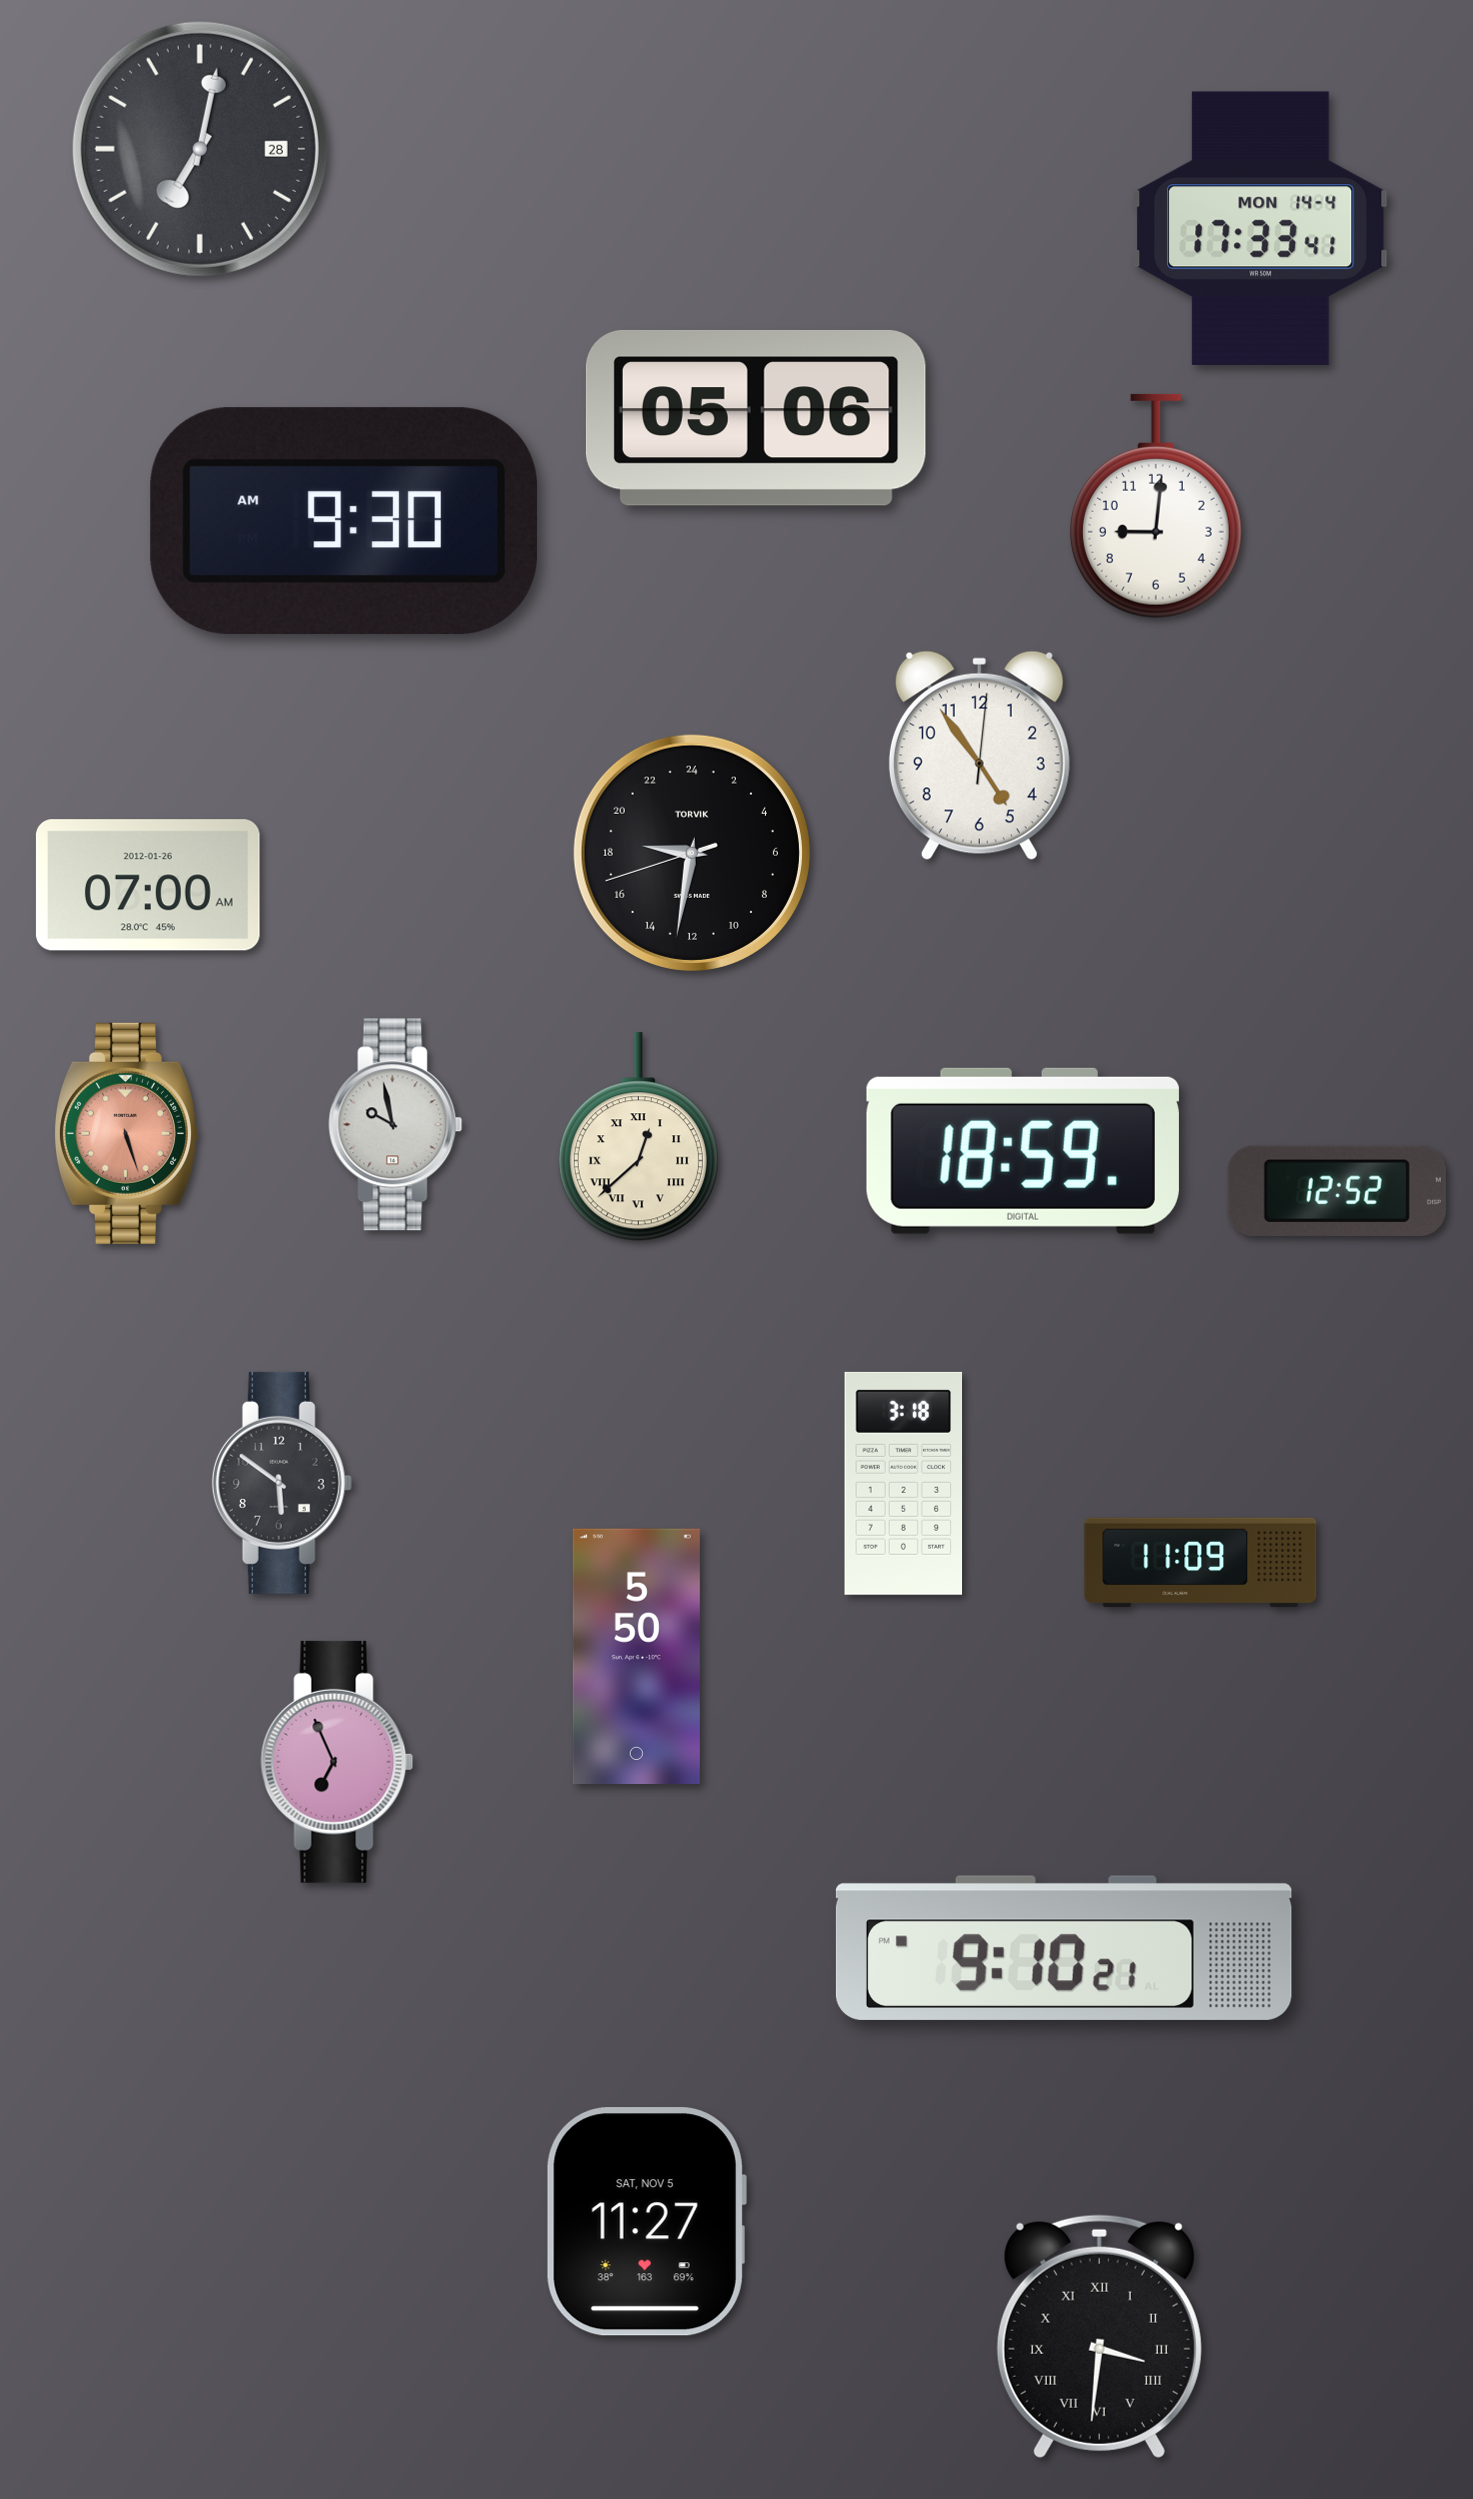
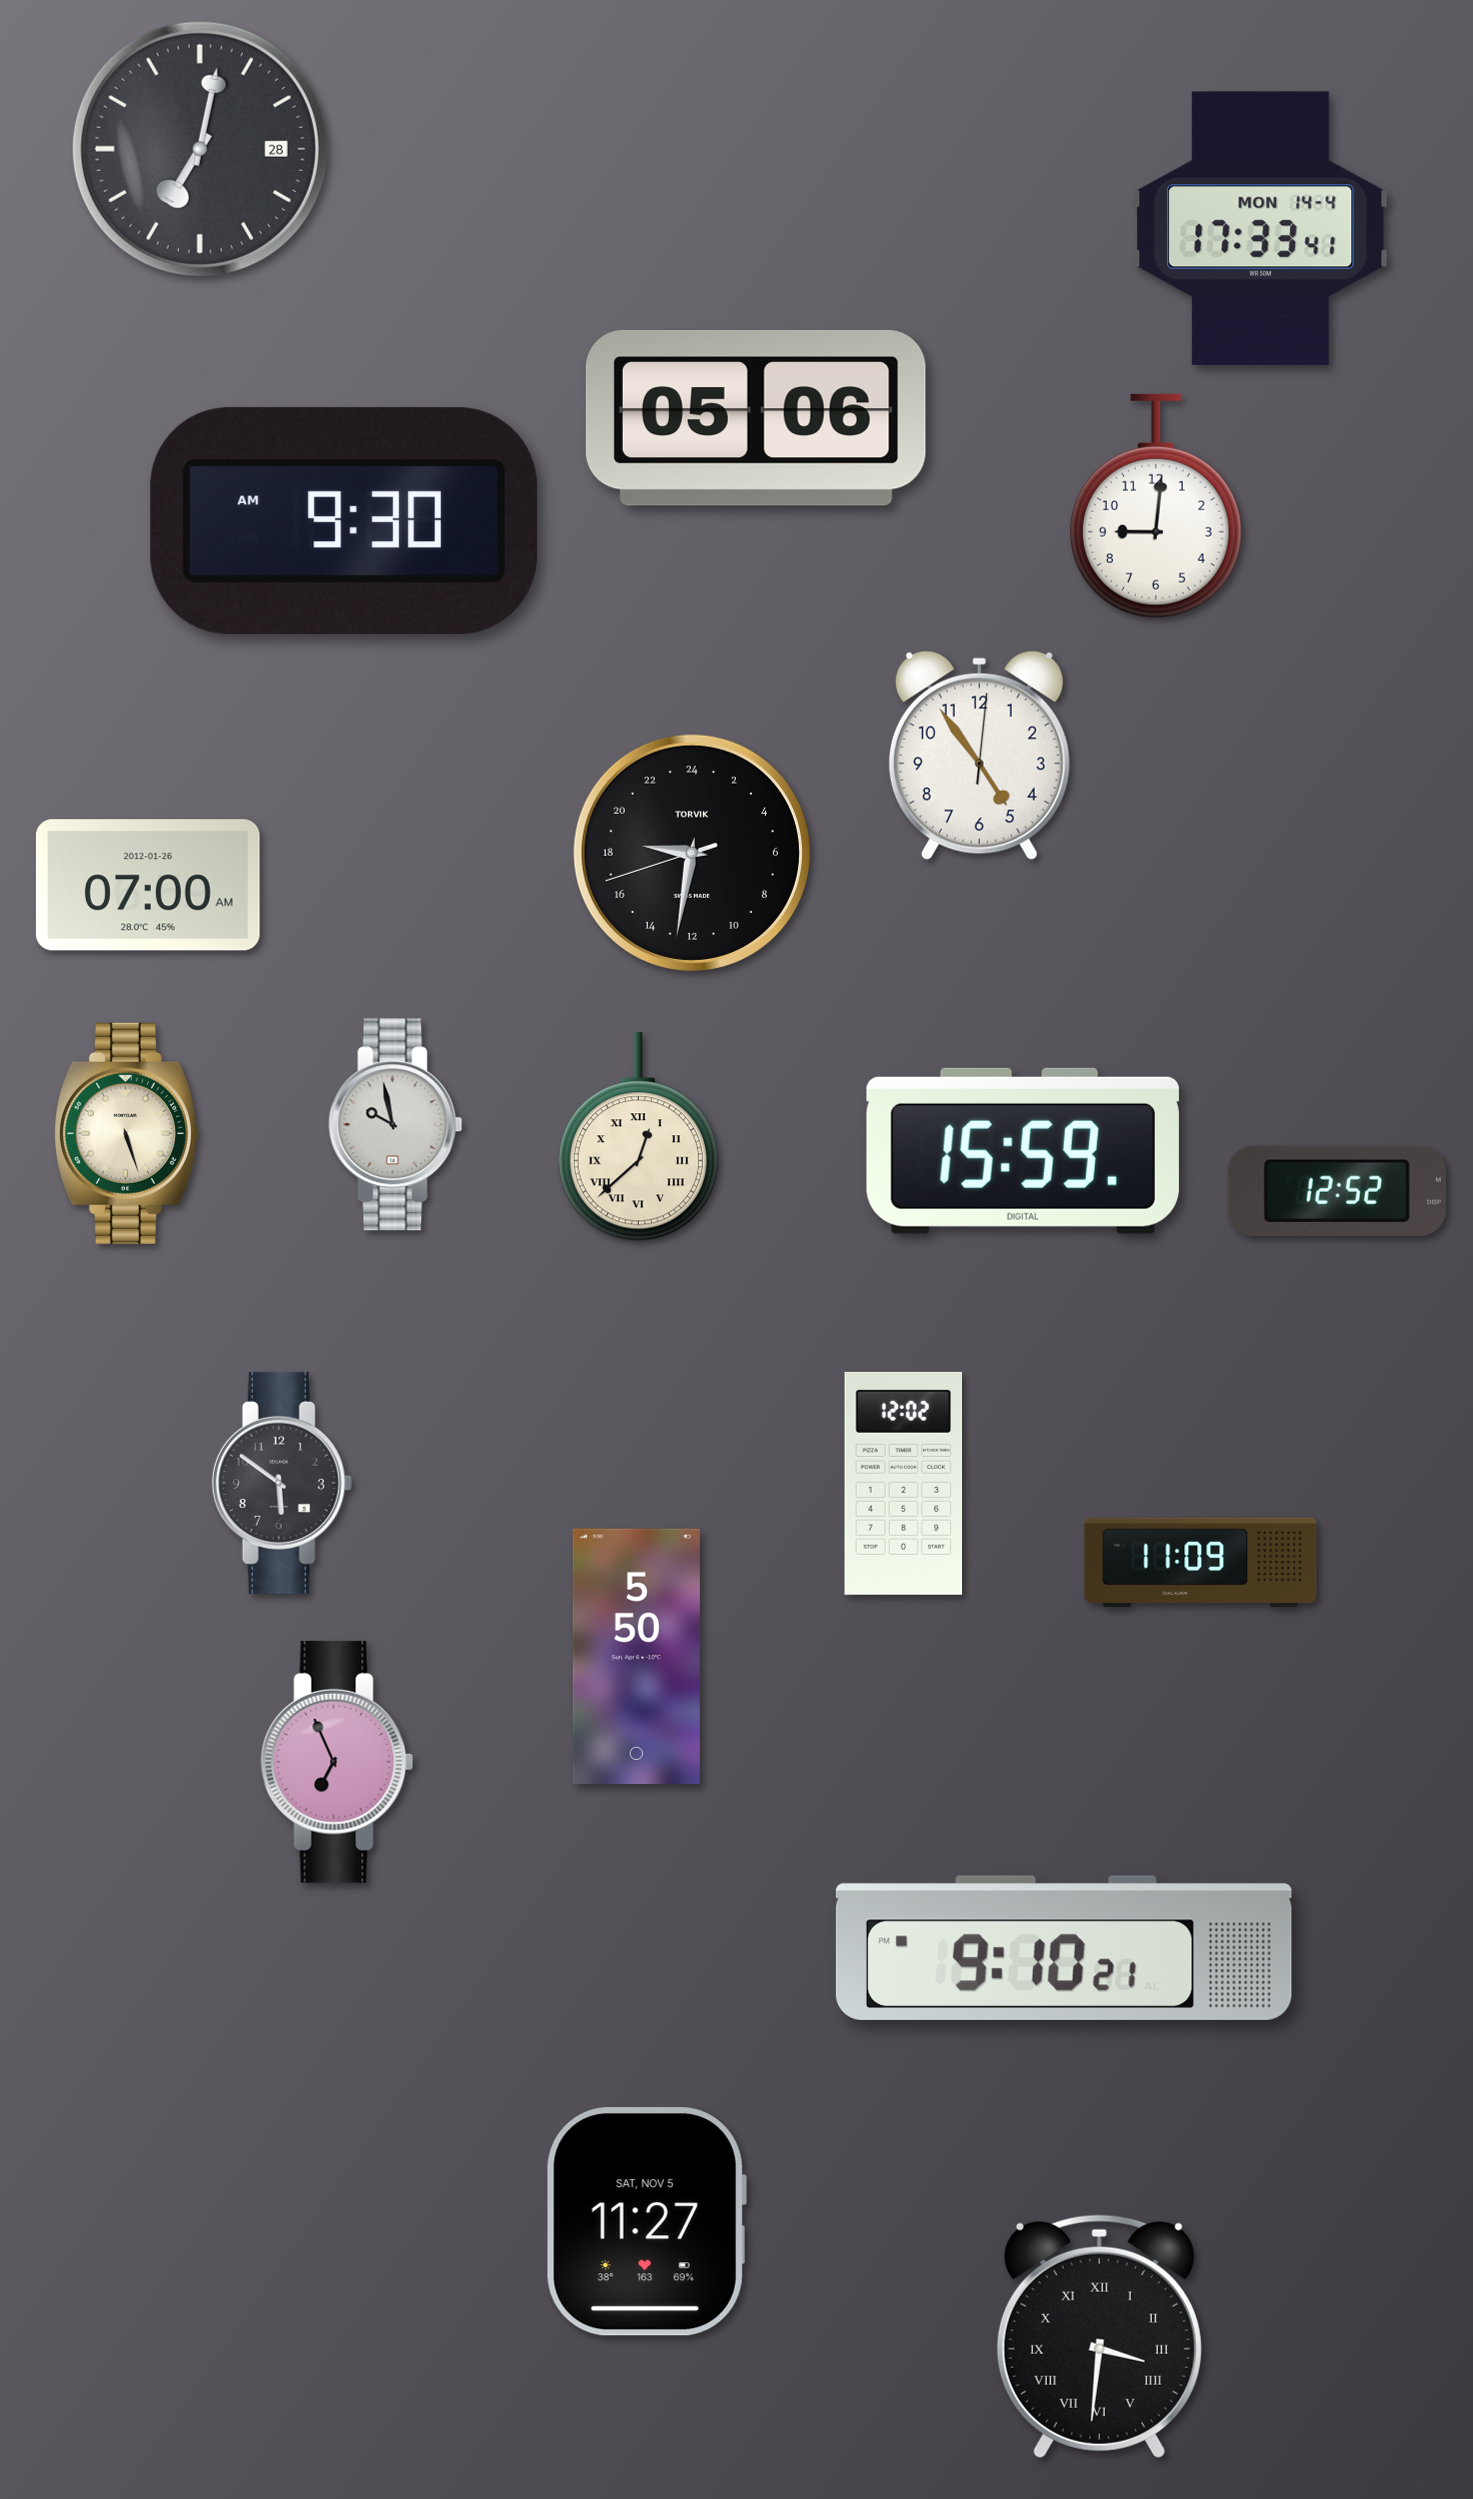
clock at (126, 1133) dial: salmon -> cream
clock at (1023, 1151): 18:59 -> 15:59
clock at (904, 1483): 3:18 -> 12:02
